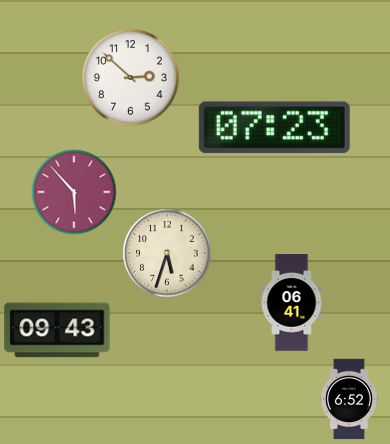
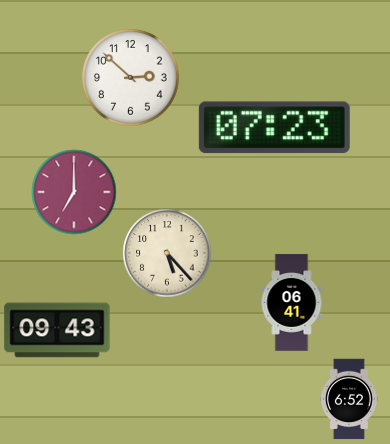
clock at (74, 192): 5:53 -> 7:00
clock at (167, 253): 5:33 -> 5:23
